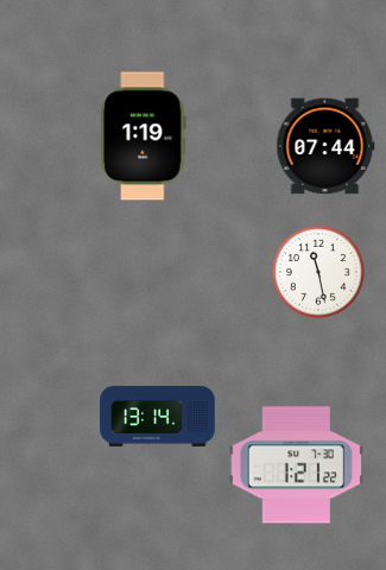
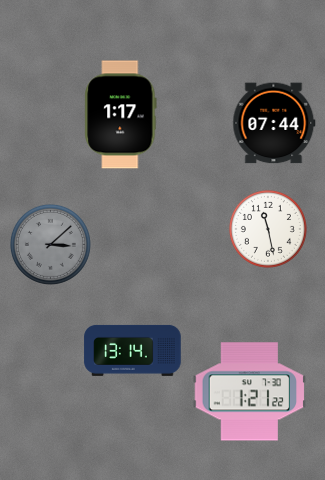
clock at (144, 137): 1:19 -> 1:17
clock at (50, 244): none -> 3:08
